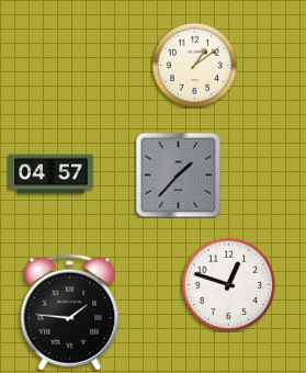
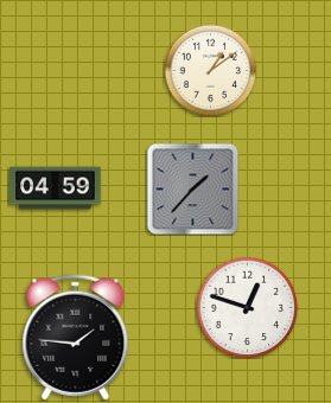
clock at (52, 174): 04:57 -> 04:59
